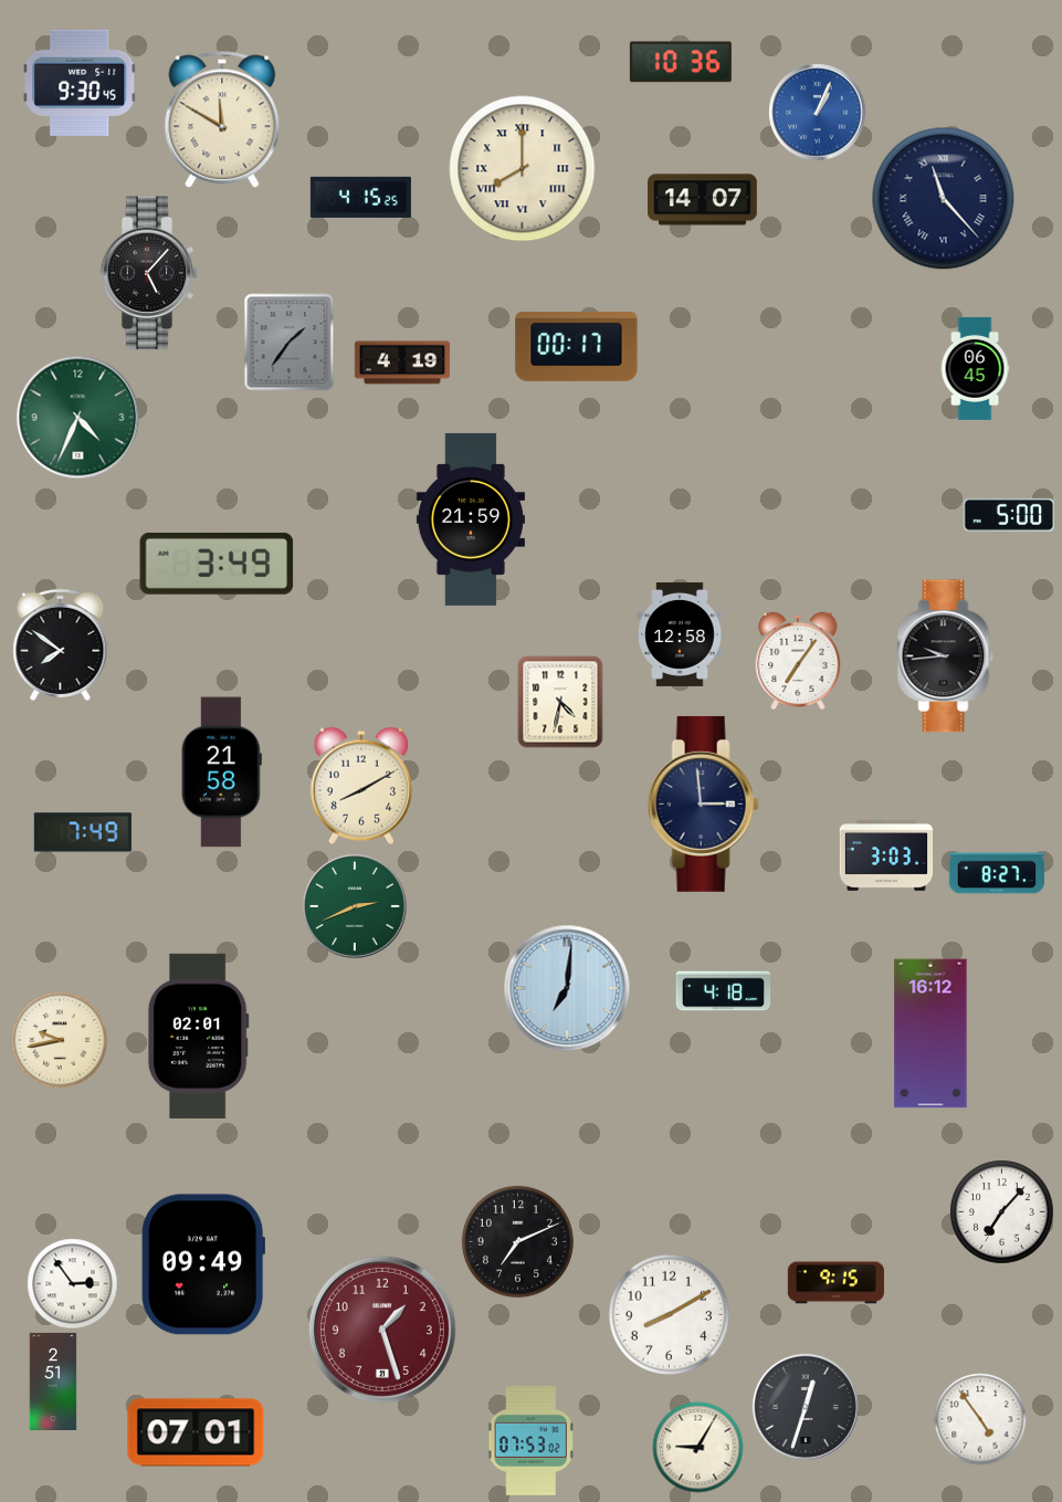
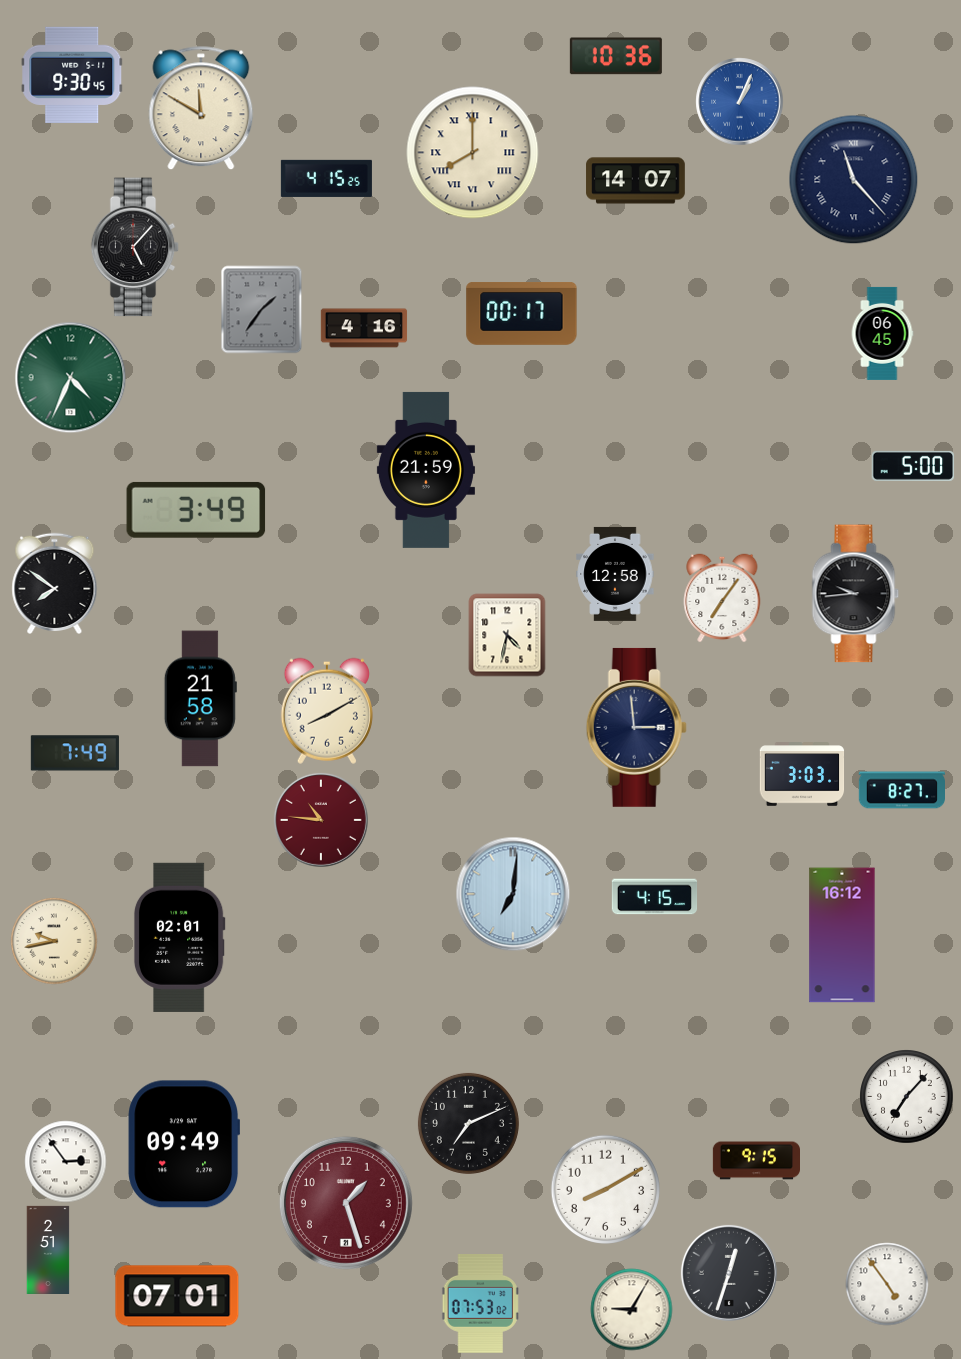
clock at (402, 363): 4:19 -> 4:16
clock at (355, 906): 2:41 -> 10:46
clock at (355, 906) dial: green -> burgundy
clock at (723, 991): 4:18 -> 4:15
